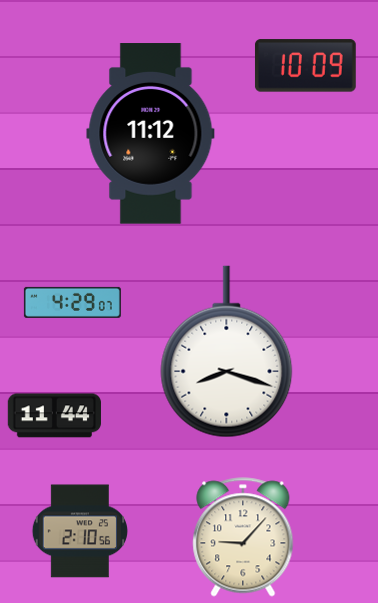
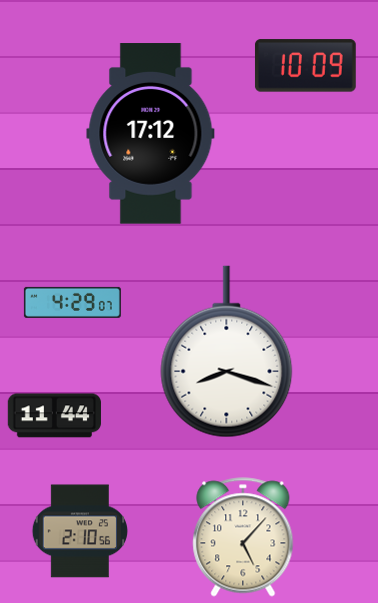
clock at (151, 134): 11:12 -> 17:12
clock at (243, 537): 9:07 -> 5:07
